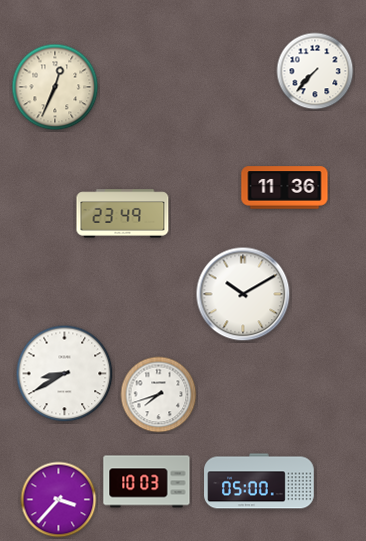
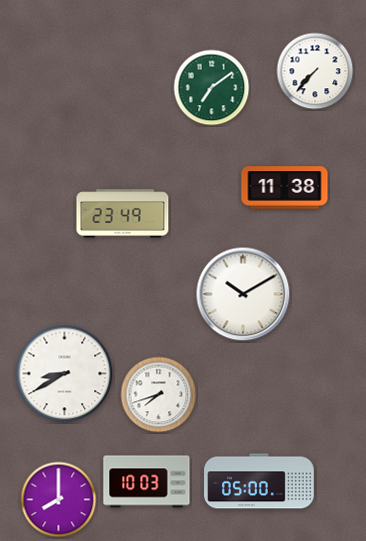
clock at (55, 87): 12:34 -> none
clock at (212, 88): none -> 7:09
clock at (285, 188): 11:36 -> 11:38
clock at (59, 500): 3:37 -> 8:00
